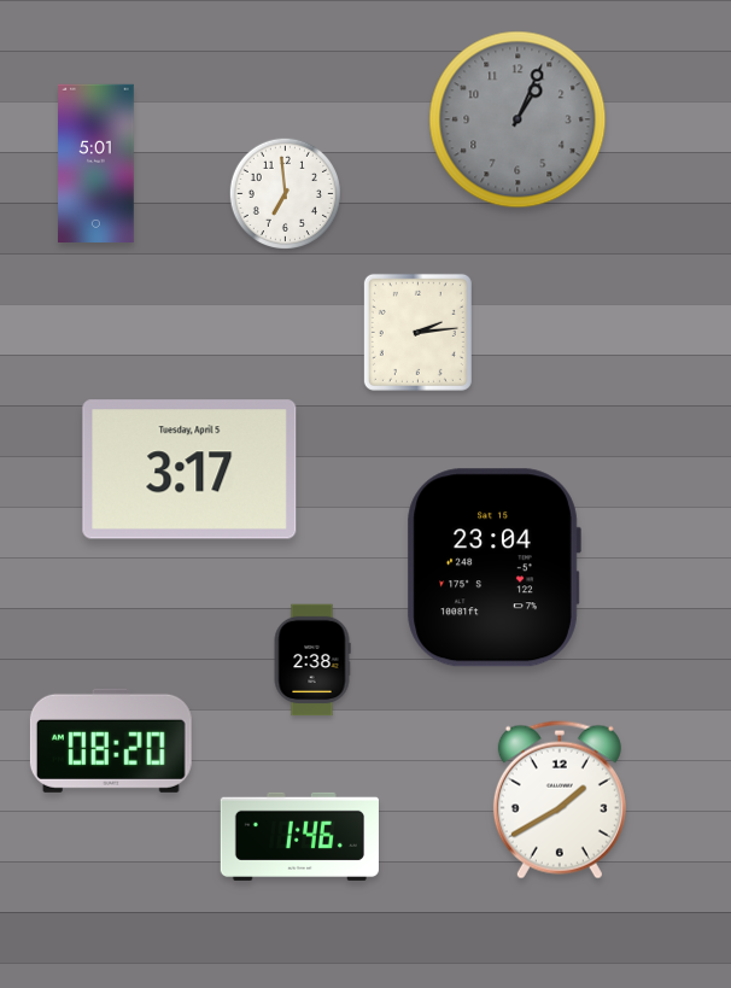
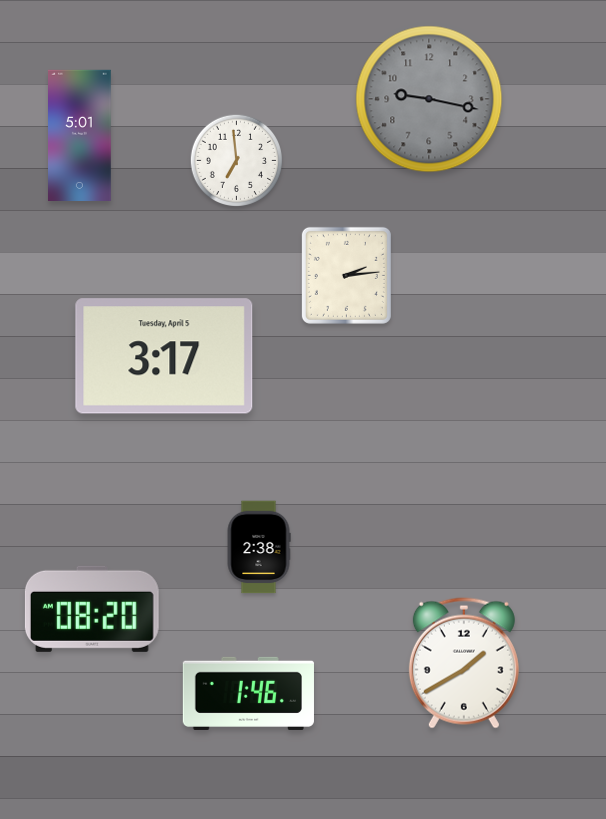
clock at (517, 119): 1:04 -> 9:17
clock at (189, 469) position: (189, 469) -> (164, 356)
clock at (493, 568): 23:04 -> none
clock at (111, 741) position: (111, 741) -> (92, 609)
